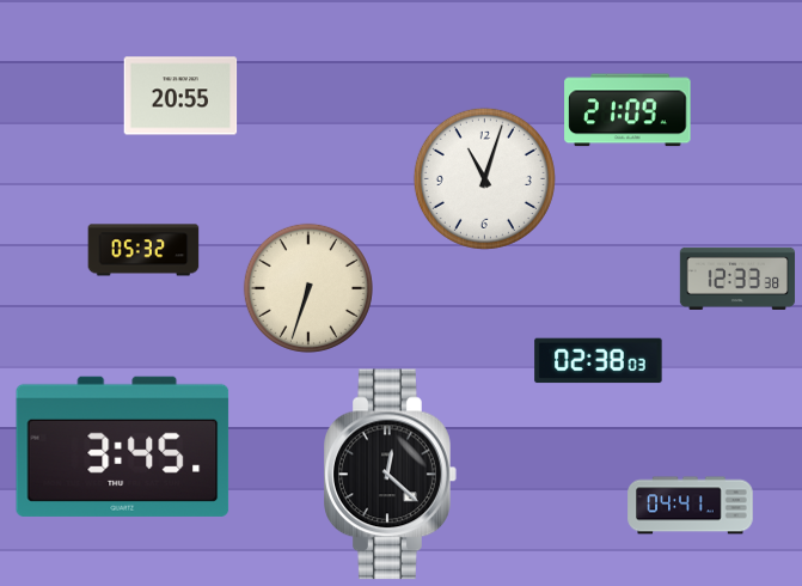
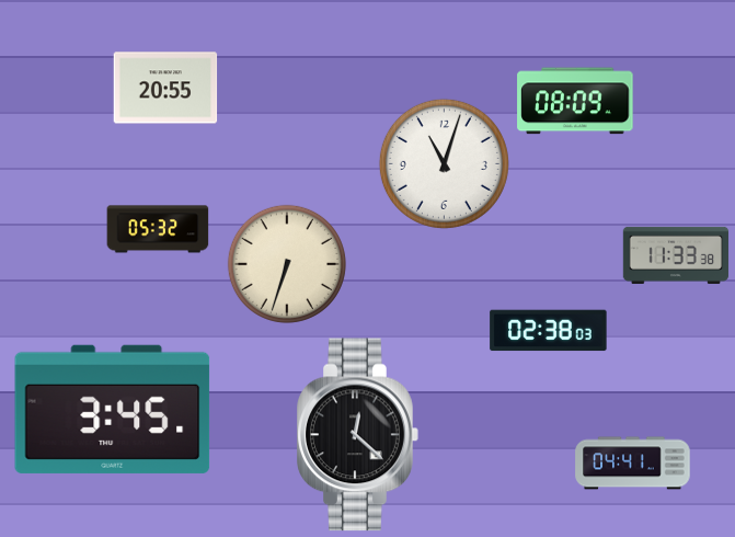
clock at (627, 110): 21:09 -> 08:09
clock at (143, 250) position: (143, 250) -> (158, 229)
clock at (737, 279): 12:33 -> 11:33
clock at (308, 288) position: (308, 288) -> (287, 264)
